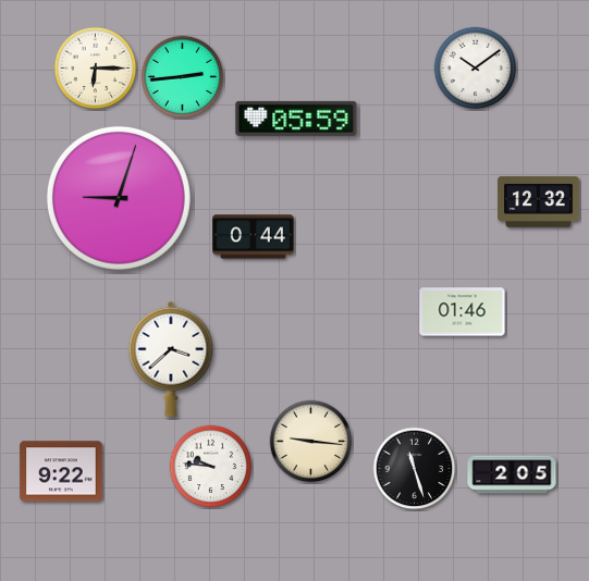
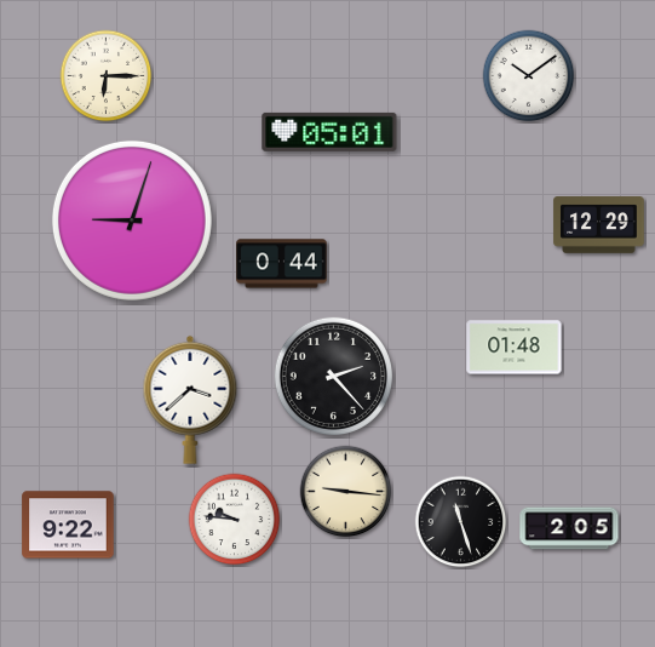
clock at (183, 77): 2:44 -> none
clock at (296, 119): 05:59 -> 05:01
clock at (539, 202): 12:32 -> 12:29
clock at (463, 312): 01:46 -> 01:48
clock at (333, 376): none -> 2:23
